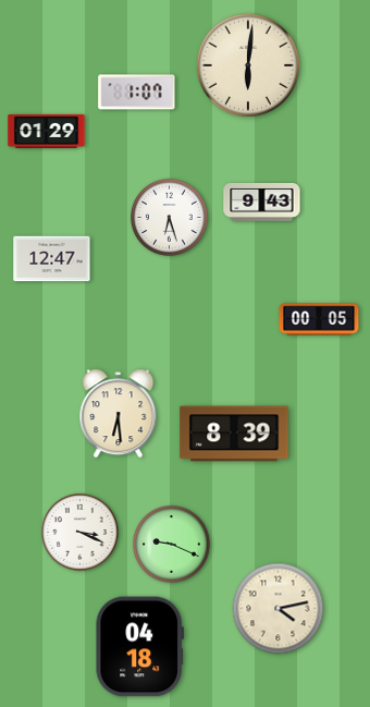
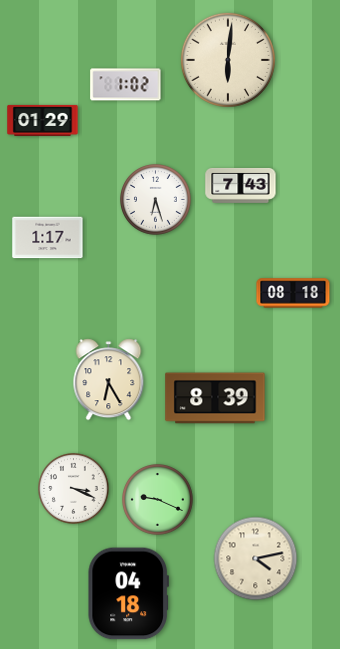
clock at (137, 93): 1:07 -> 1:02
clock at (262, 202): 9:43 -> 7:43
clock at (52, 259): 12:47 -> 1:17
clock at (319, 319): 00:05 -> 08:18
clock at (119, 414): 6:29 -> 6:25
